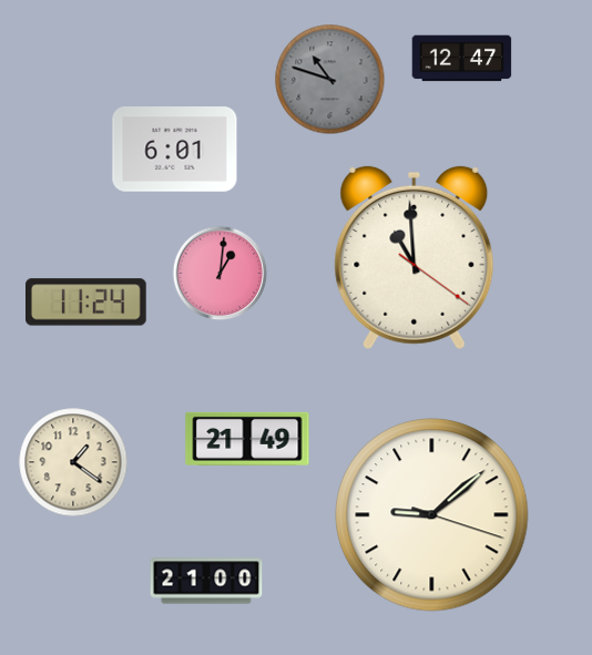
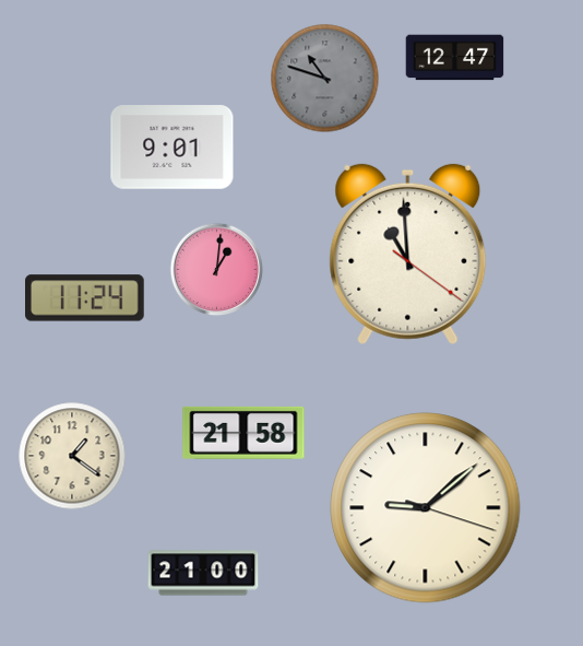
clock at (175, 150): 6:01 -> 9:01
clock at (247, 439): 21:49 -> 21:58
